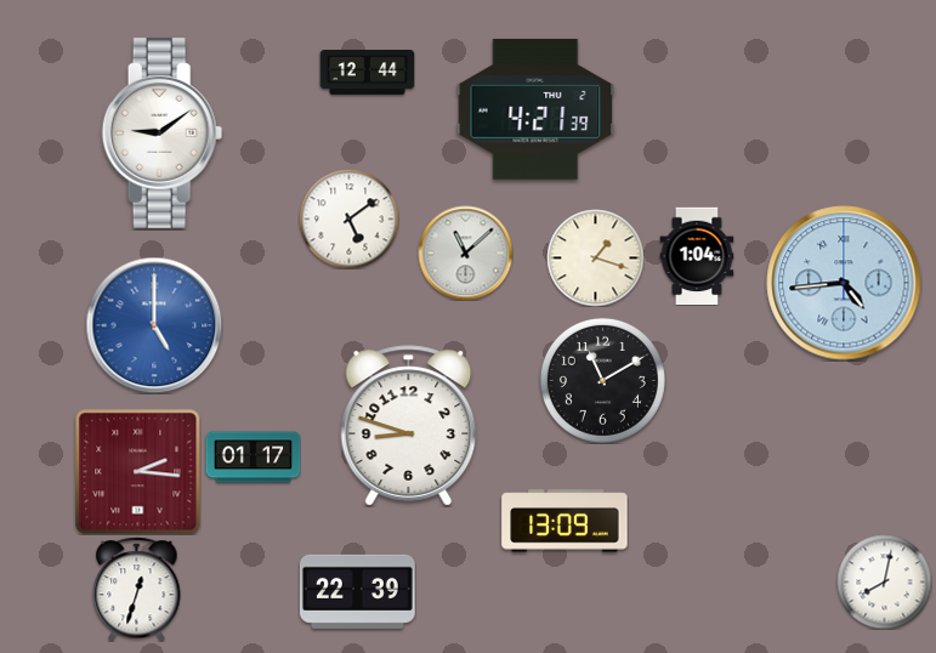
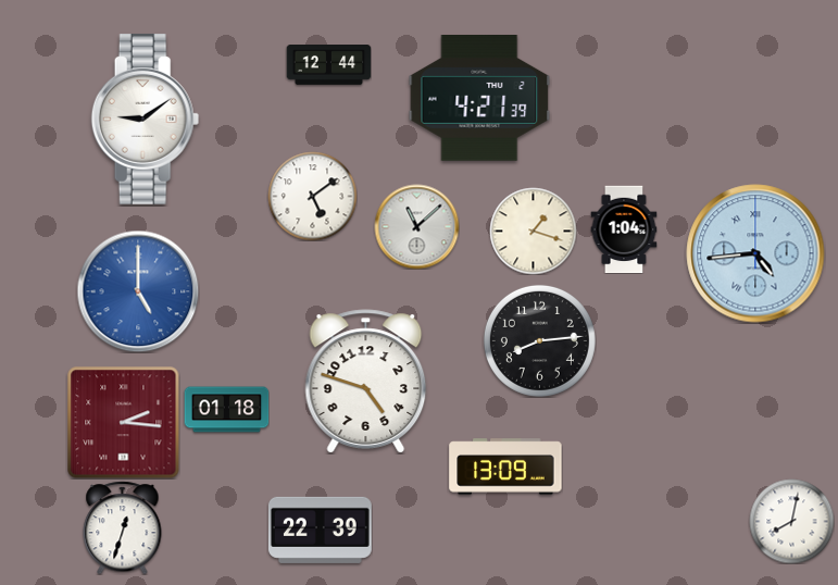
clock at (602, 380): 11:10 -> 8:14
clock at (409, 426): 8:48 -> 4:48
clock at (253, 458): 01:17 -> 01:18
